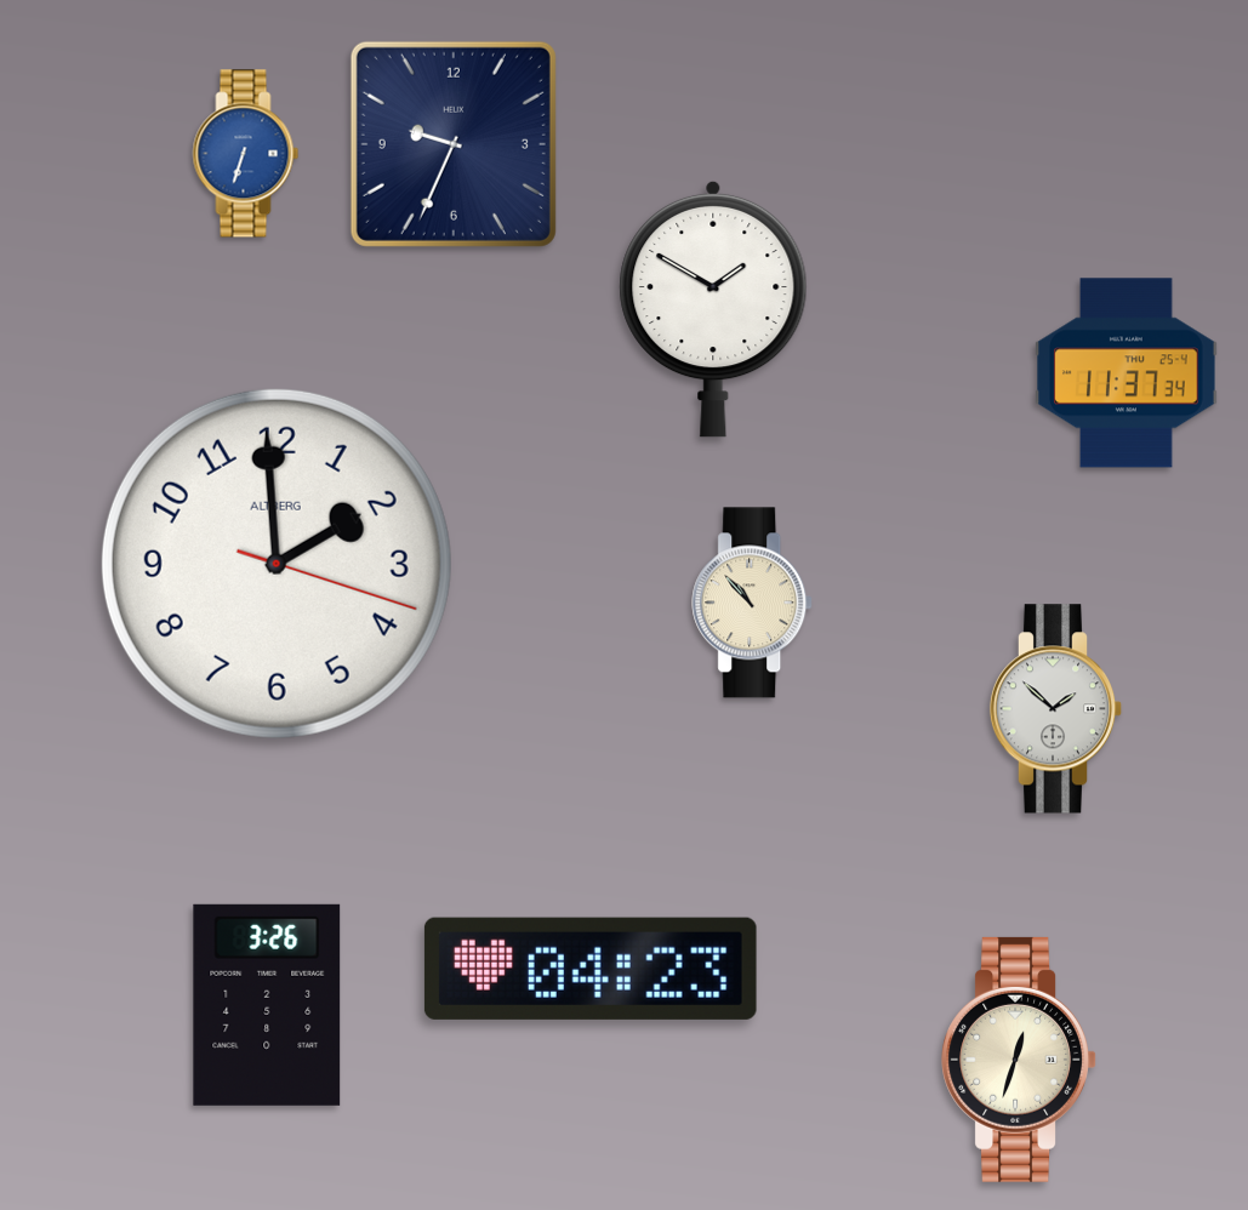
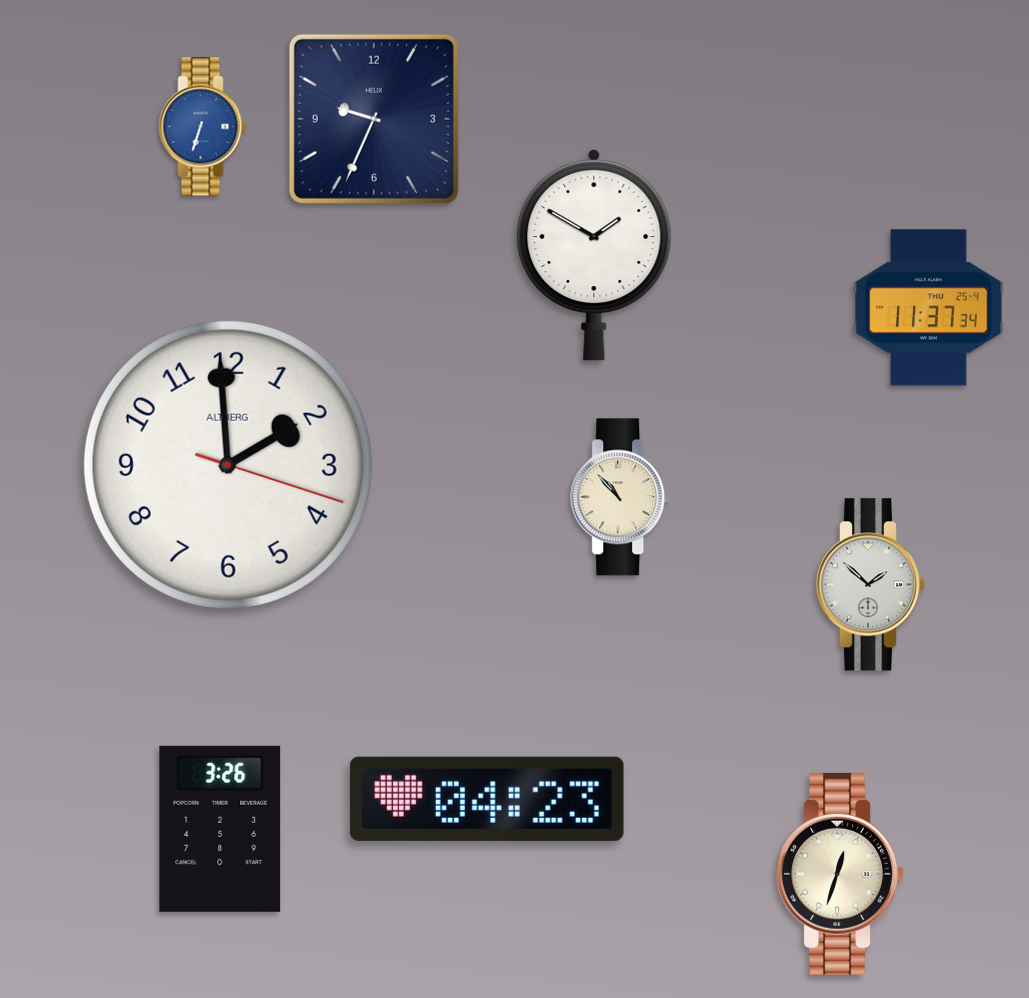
clock at (713, 309) position: (713, 309) -> (594, 255)
